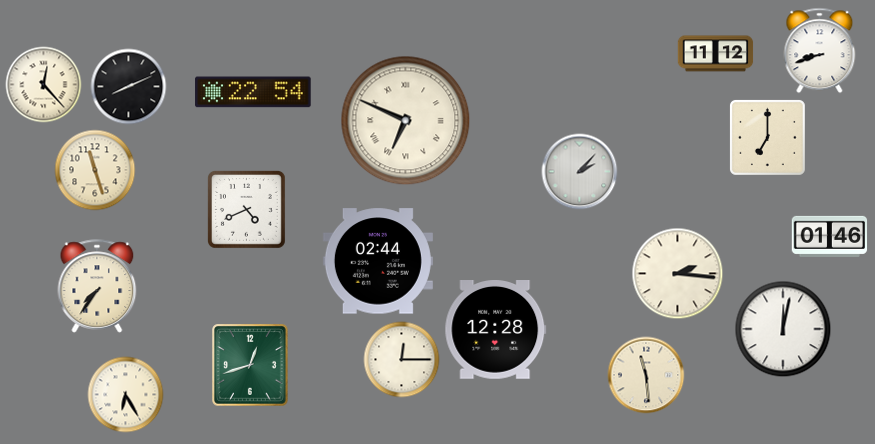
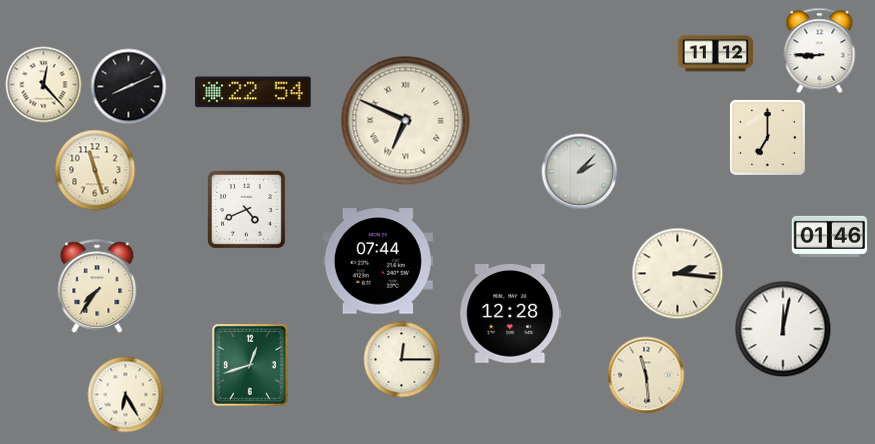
clock at (820, 51): 8:42 -> 8:45
clock at (378, 261): 02:44 -> 07:44
clock at (496, 330) position: (496, 330) -> (511, 314)
